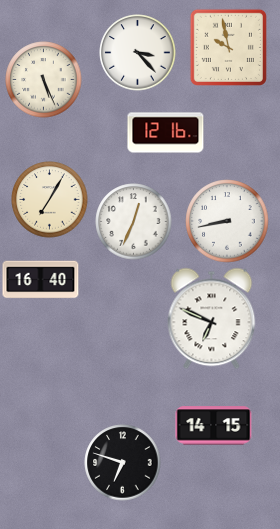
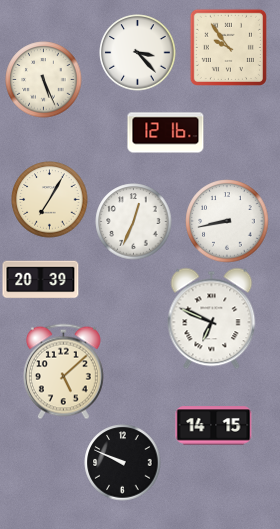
clock at (228, 47): 9:58 -> 9:54
clock at (41, 280): 16:40 -> 20:39
clock at (63, 372): none -> 5:08
clock at (123, 463): 6:48 -> 9:49
